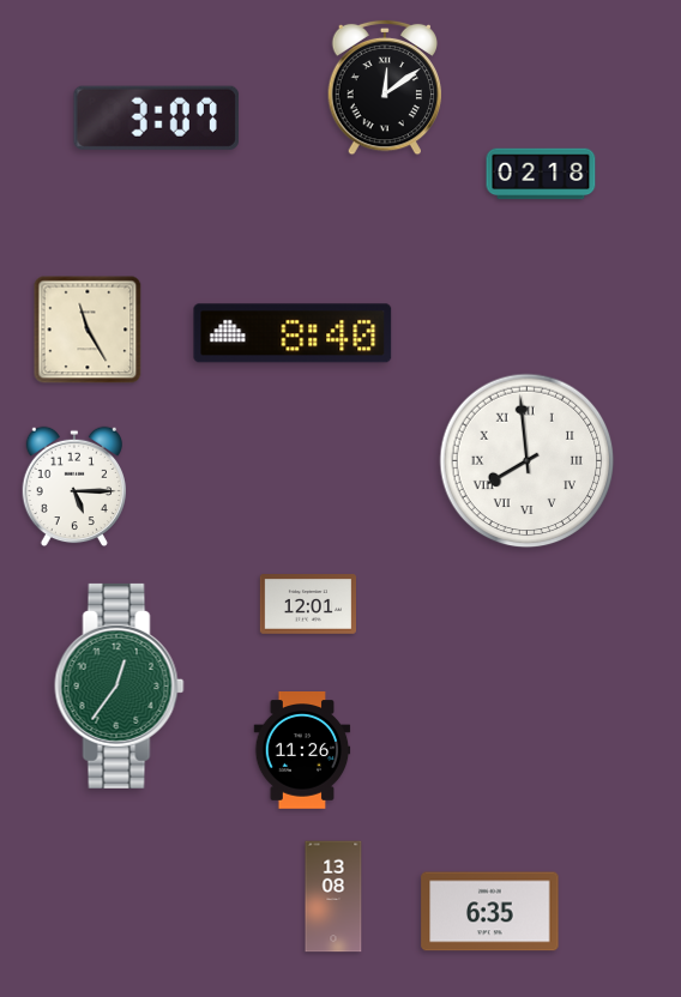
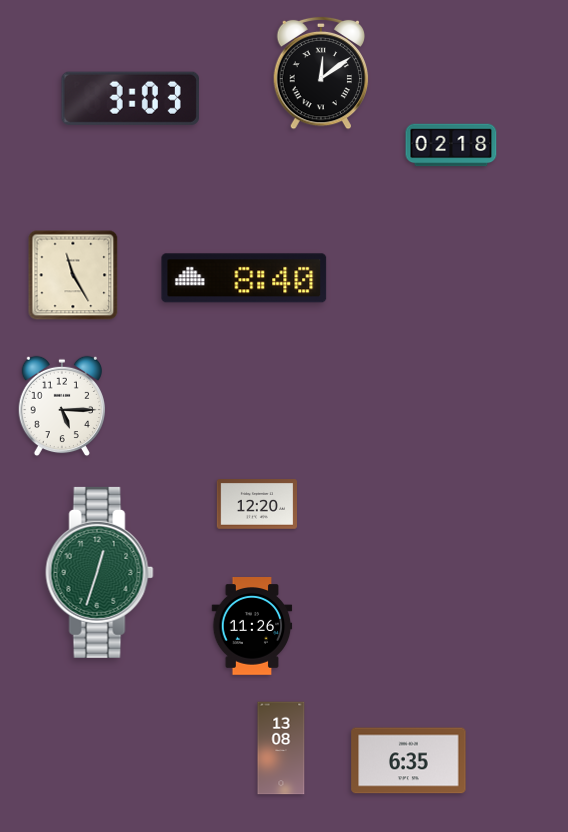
clock at (156, 117): 3:07 -> 3:03
clock at (528, 461): 7:59 -> none
clock at (307, 604): 12:01 -> 12:20
clock at (120, 685): 12:36 -> 12:33
clock at (333, 896) position: (333, 896) -> (281, 748)
